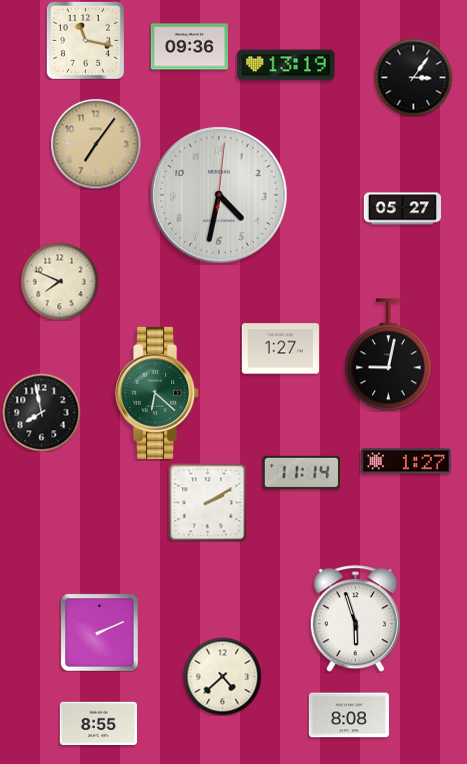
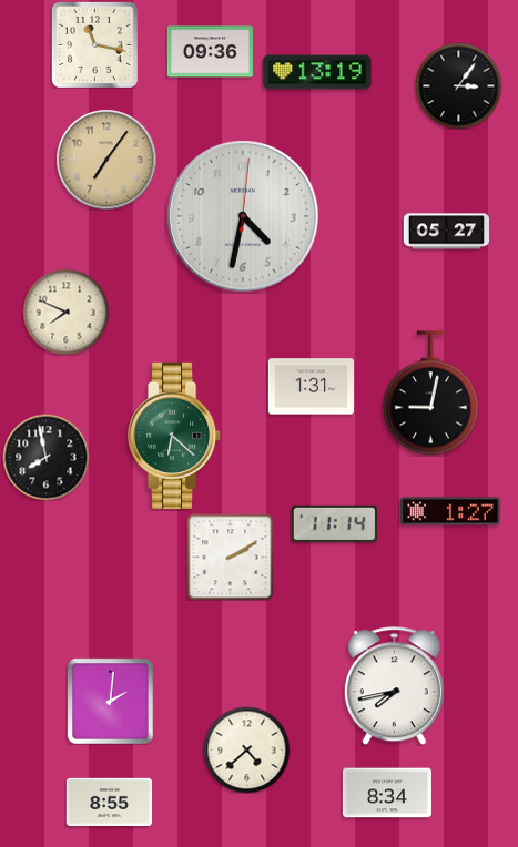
clock at (280, 349): 1:27 -> 1:31
clock at (355, 619): 5:57 -> 7:43
clock at (99, 632): 2:11 -> 2:01
clock at (349, 715): 8:08 -> 8:34
